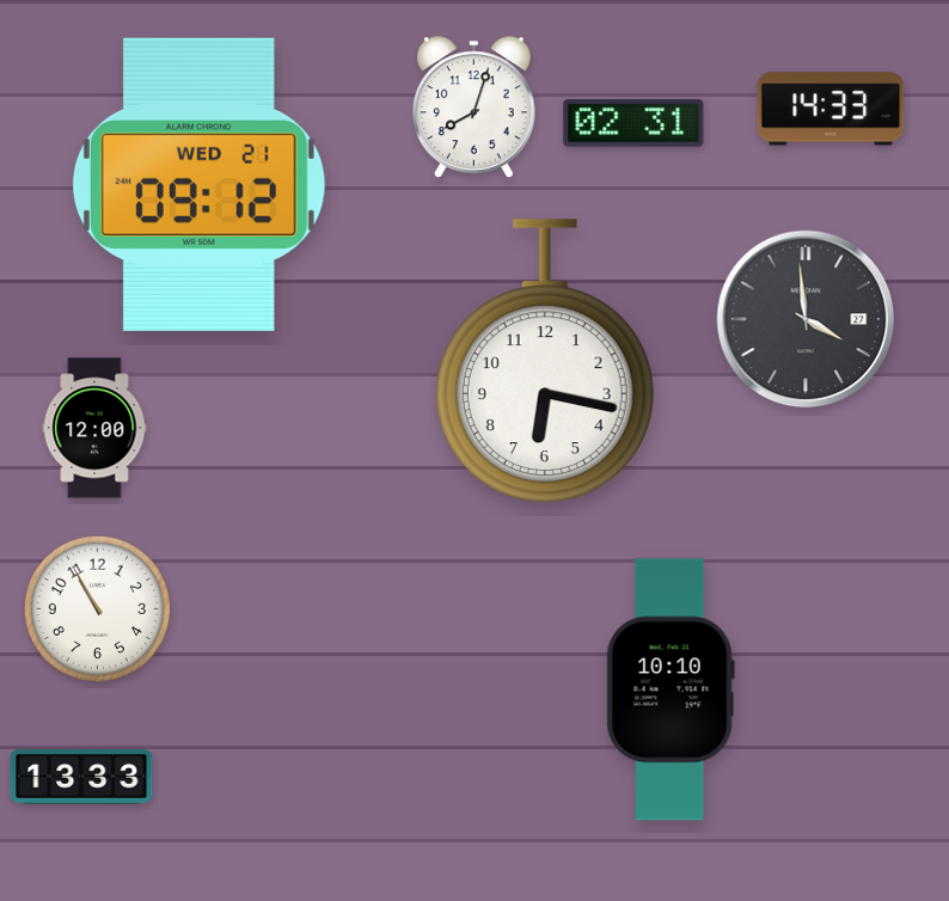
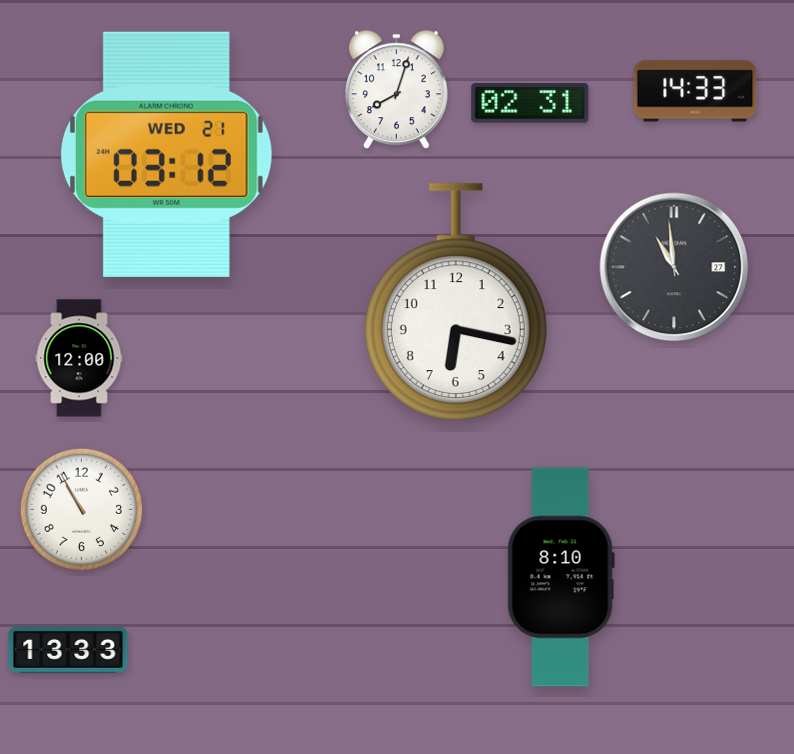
clock at (198, 184): 09:12 -> 03:12
clock at (806, 319): 3:59 -> 10:59
clock at (671, 689): 10:10 -> 8:10
